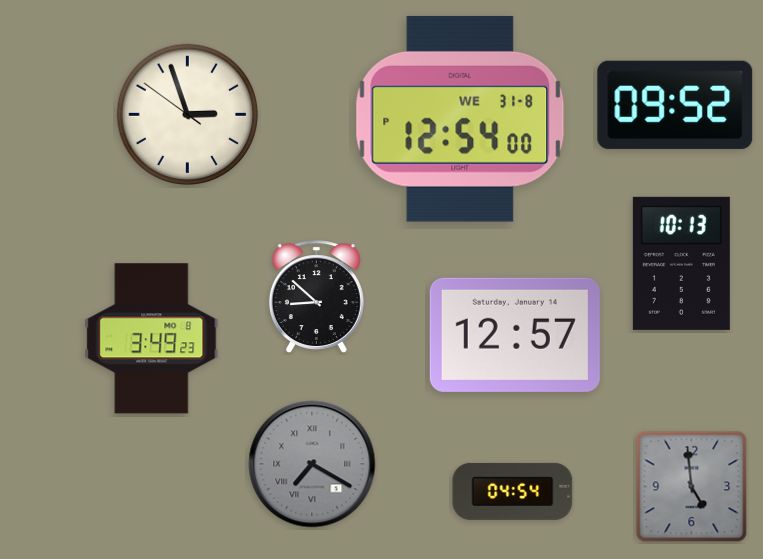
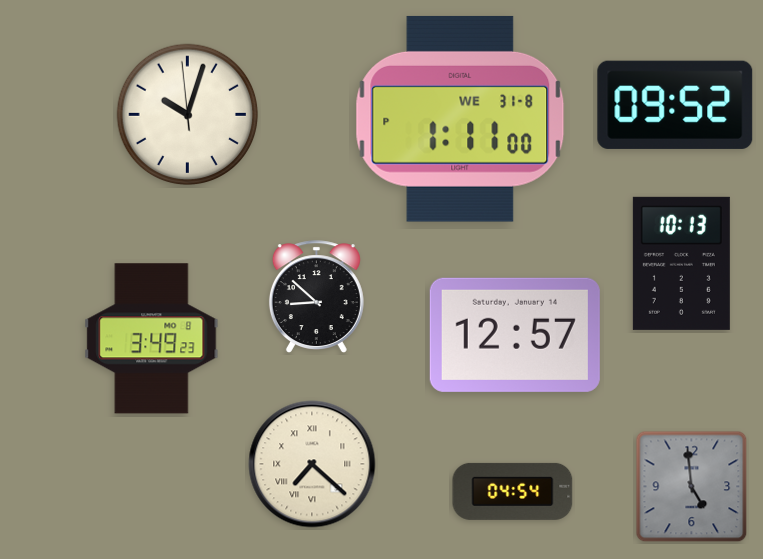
clock at (188, 115): 2:56 -> 10:02
clock at (460, 119): 12:54 -> 1:11
clock at (312, 464): 7:20 -> 7:22
clock at (312, 464) dial: grey -> cream
